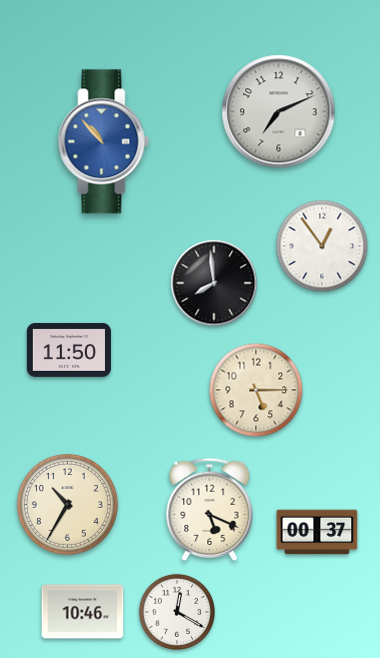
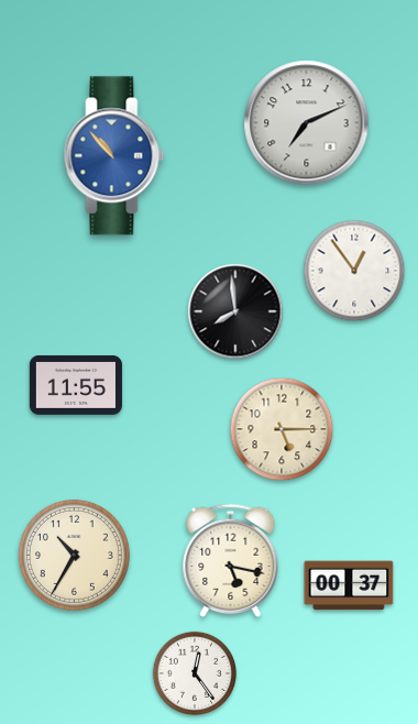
clock at (69, 350): 11:50 -> 11:55
clock at (210, 509): 5:19 -> 5:17
clock at (176, 611): 12:20 -> 12:24
clock at (83, 612): 10:46 -> none
